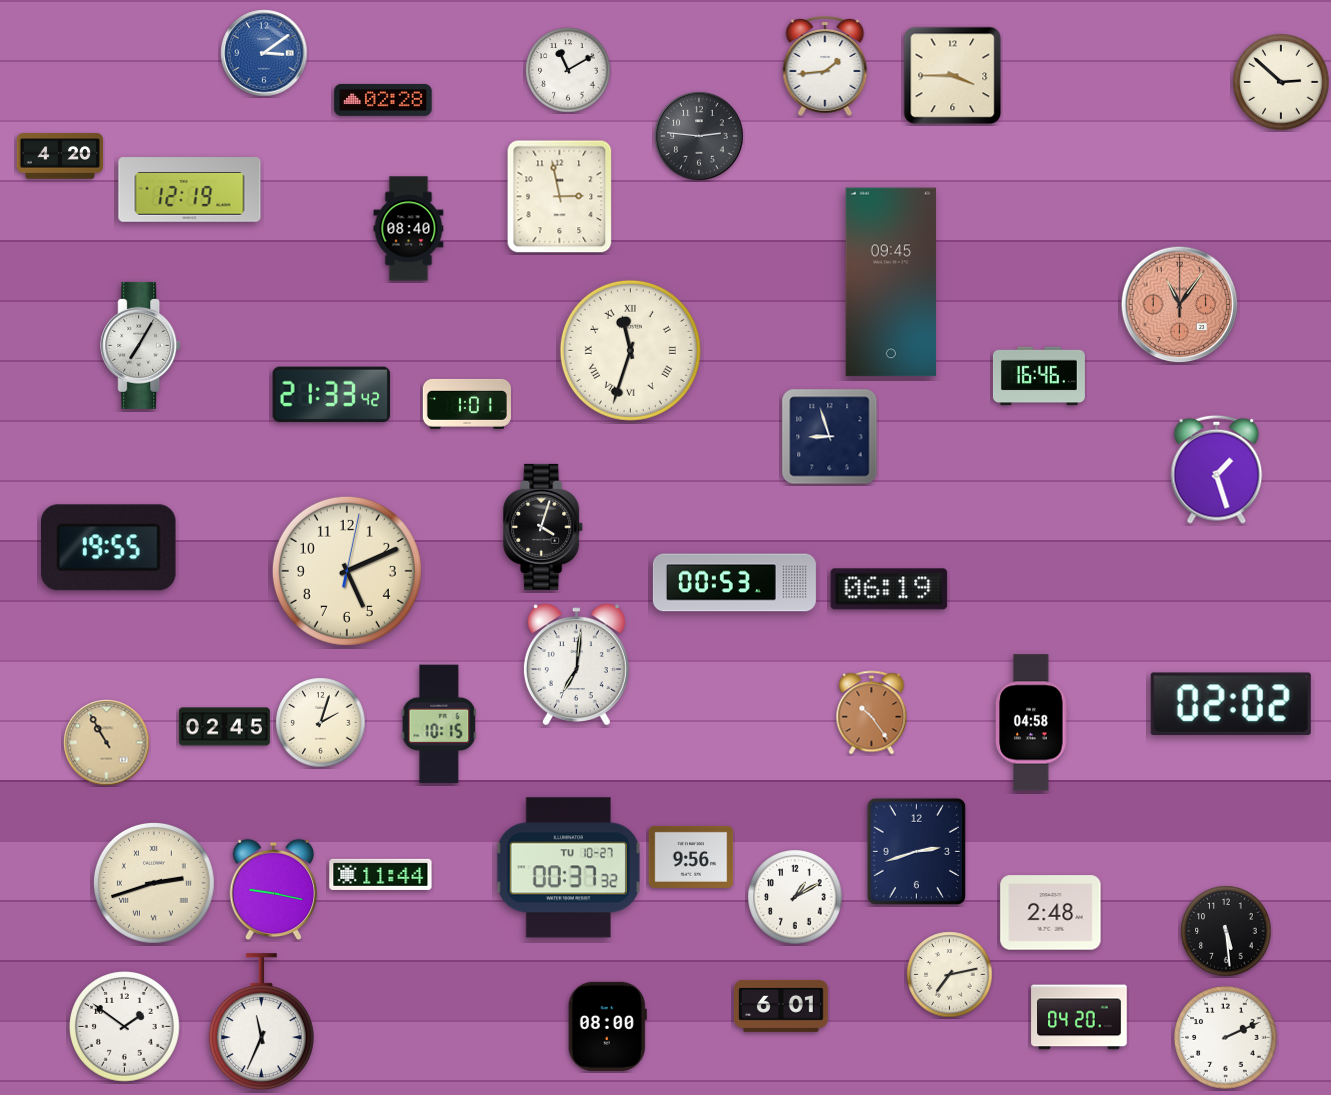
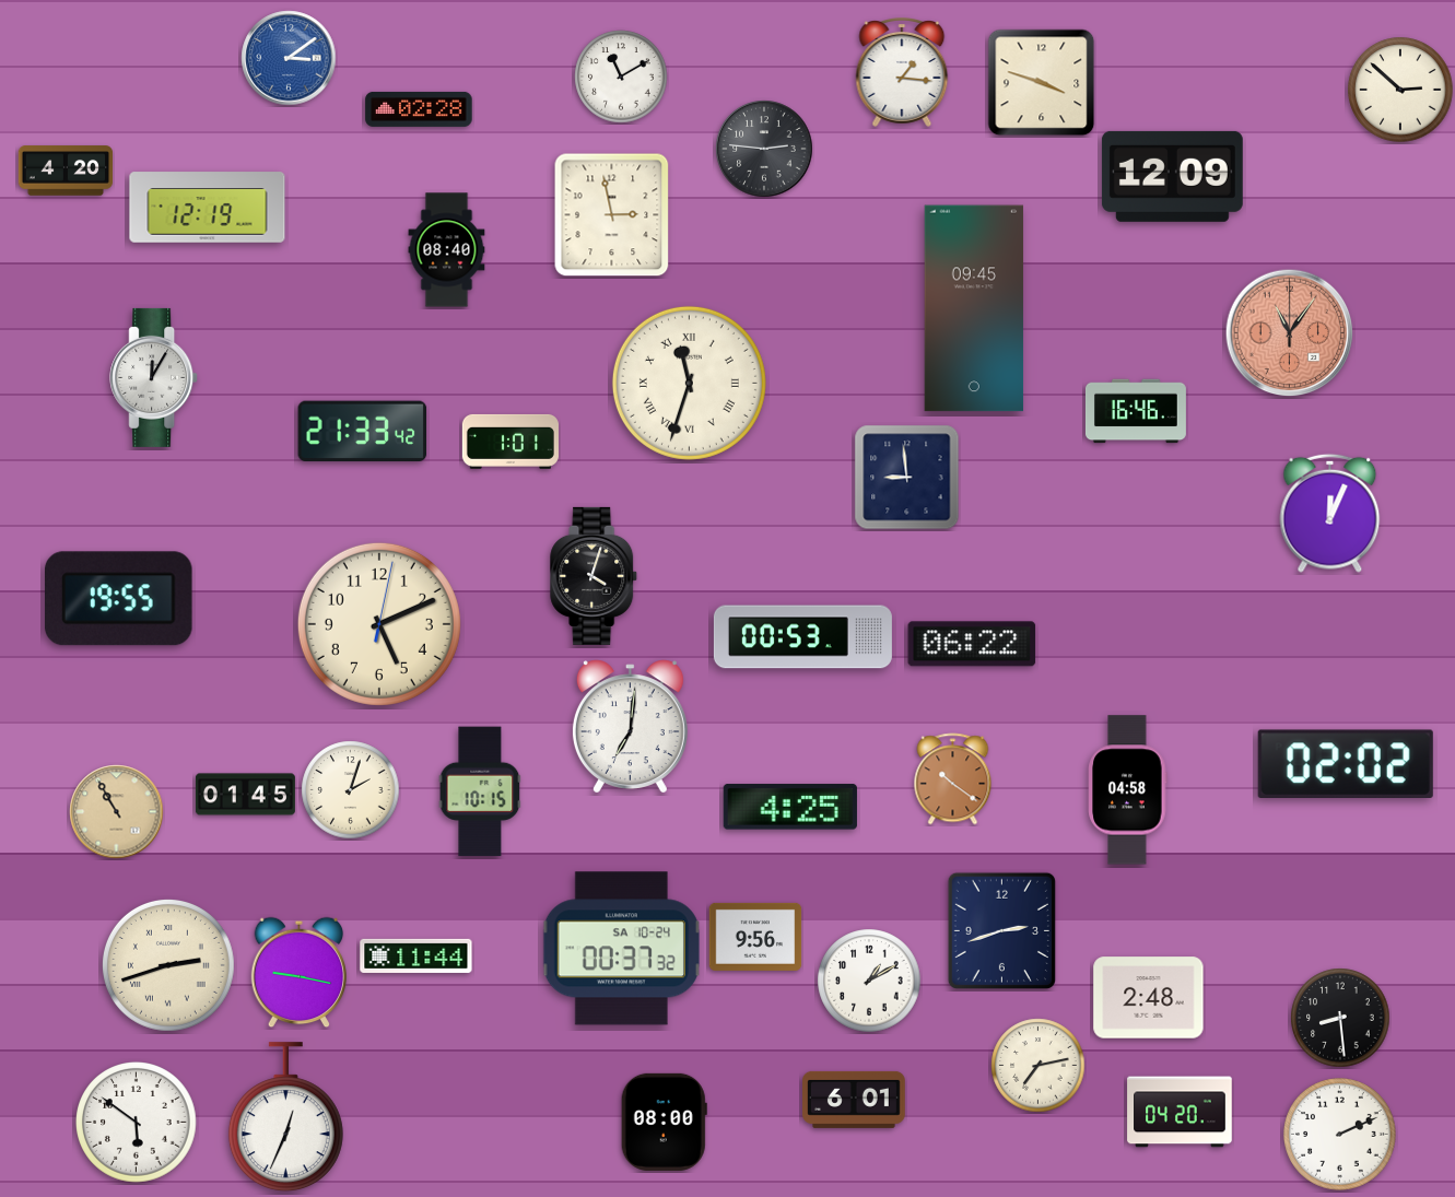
clock at (825, 66): 1:44 -> 1:16
clock at (953, 76): 3:45 -> 3:48
clock at (1172, 176): none -> 12:09
clock at (141, 345): 7:05 -> 12:05
clock at (830, 437): 8:57 -> 8:59
clock at (1217, 469): 1:27 -> 12:04
clock at (889, 589): 06:19 -> 06:22
clock at (1231, 703) position: (1231, 703) -> (1346, 763)
clock at (872, 713): 10:24 -> 10:21
clock at (224, 727): 02:45 -> 01:45
clock at (790, 807): none -> 4:25
clock at (568, 868) date: TU 10-27 -> SA 10-24
clock at (1226, 931): 5:29 -> 8:29
clock at (261, 1022): 11:34 -> 12:34
clock at (125, 1027): 1:51 -> 5:51
